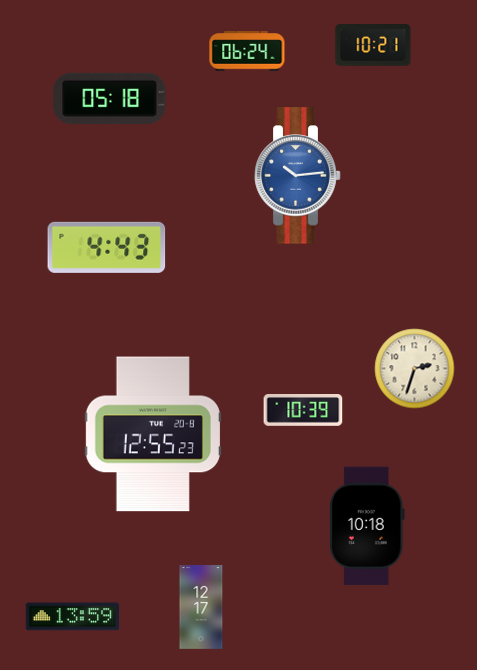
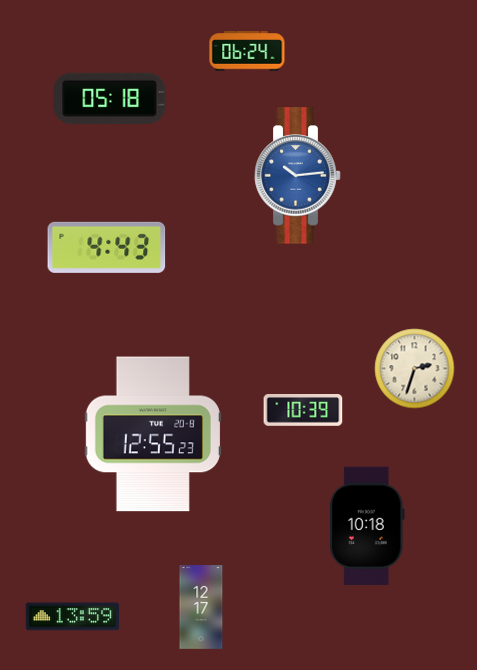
clock at (373, 46): 10:21 -> none
